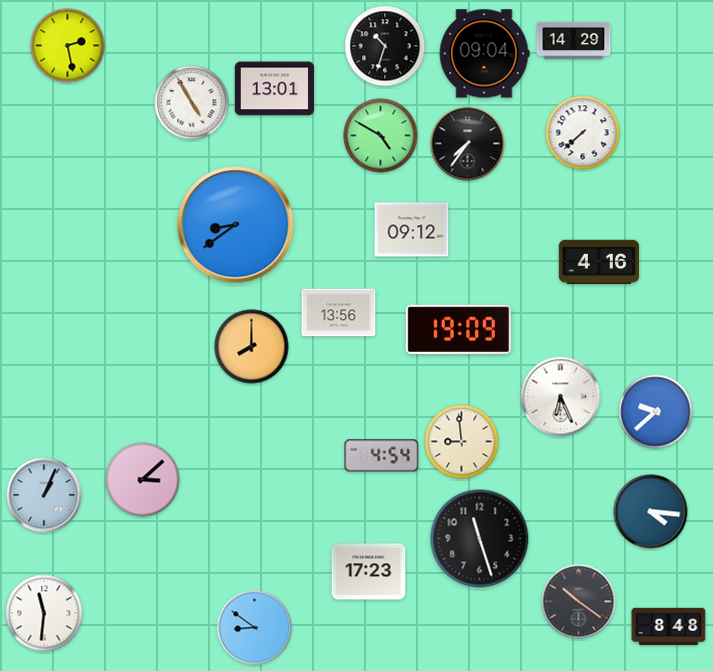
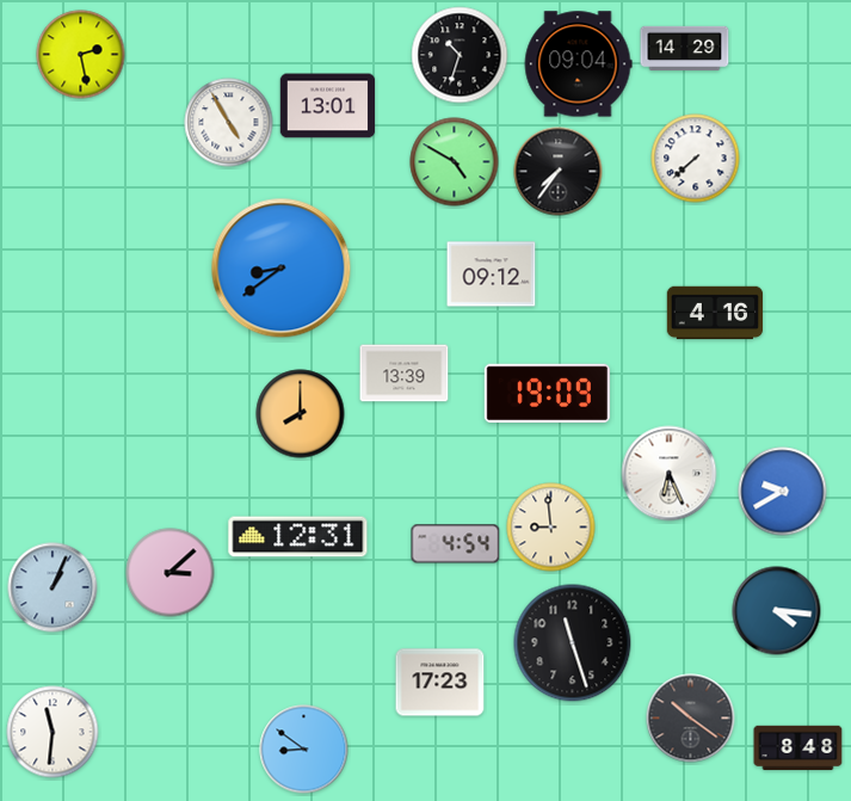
clock at (339, 313): 13:56 -> 13:39
clock at (656, 412): 9:38 -> 9:40
clock at (298, 537): none -> 12:31
clock at (44, 495) position: (44, 495) -> (53, 587)
